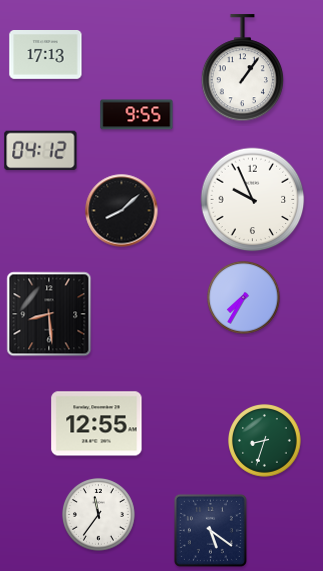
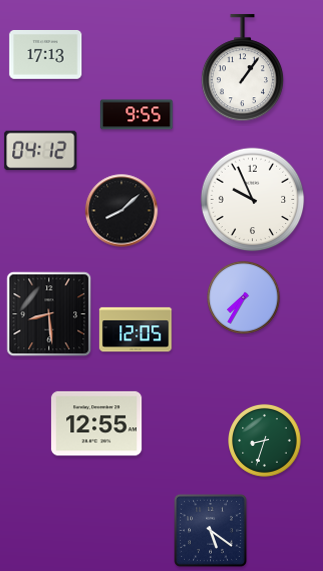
clock at (136, 330): none -> 12:05
clock at (99, 515): 11:36 -> none
